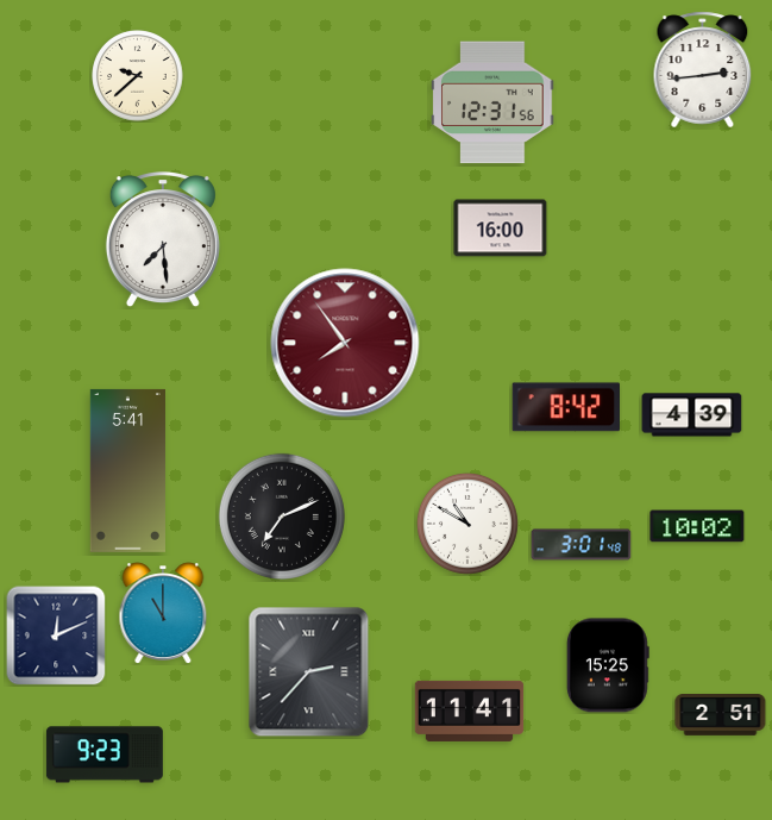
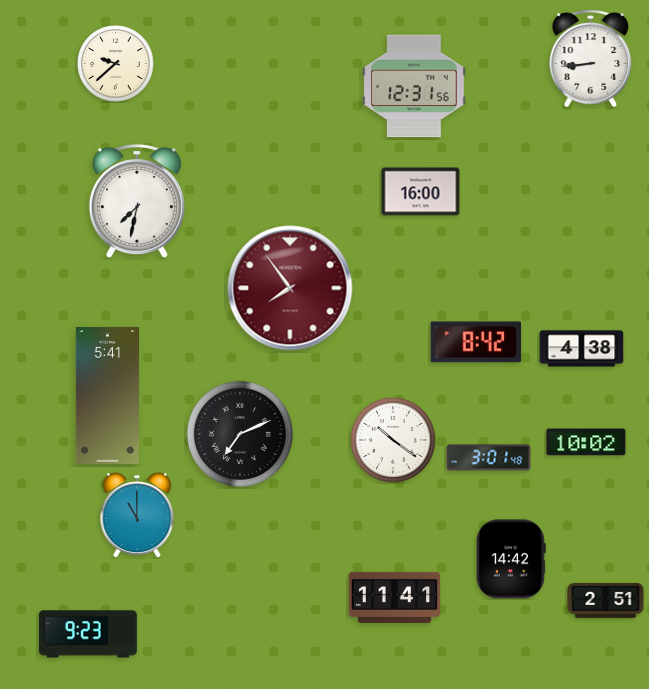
clock at (703, 70): 2:44 -> 8:44
clock at (163, 240): 7:29 -> 7:32
clock at (692, 415): 4:39 -> 4:38
clock at (282, 517) position: (282, 517) -> (240, 434)
clock at (467, 524): 10:50 -> 10:21
clock at (56, 636): 12:11 -> none
clock at (608, 665): 15:25 -> 14:42
clock at (309, 672): 2:37 -> none
